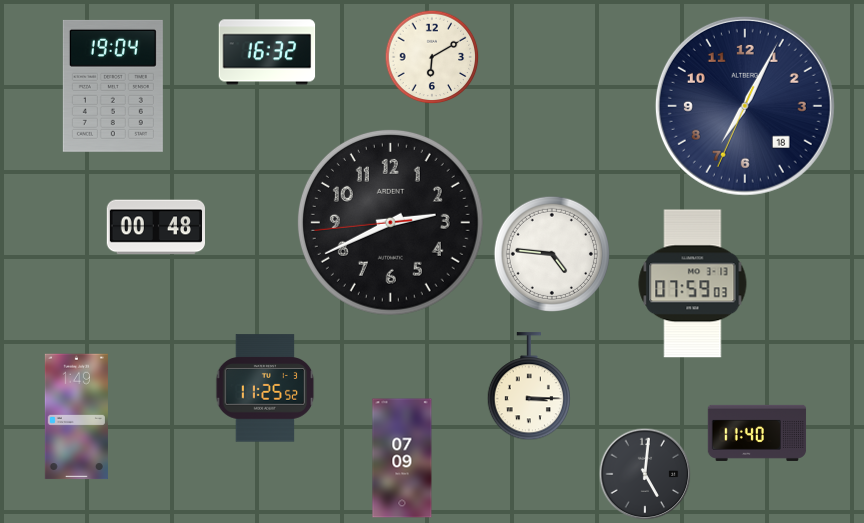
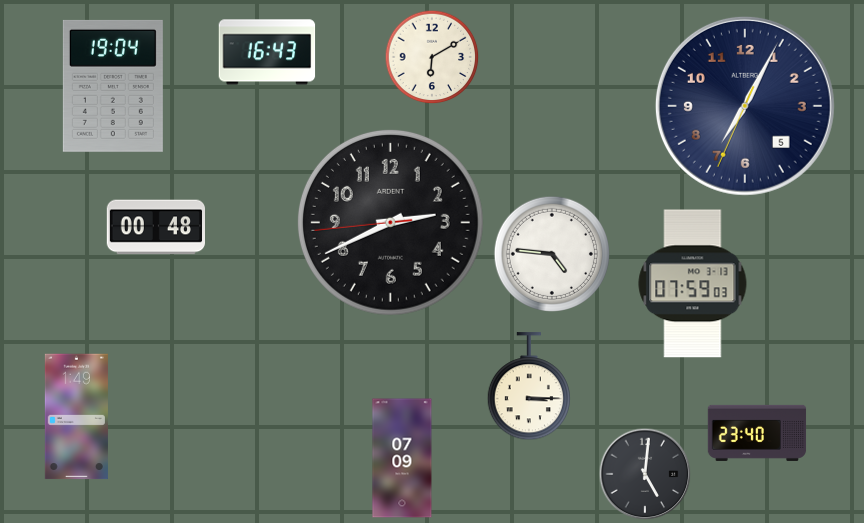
clock at (267, 52): 16:32 -> 16:43
clock at (745, 106) date: 18 -> 5
clock at (265, 388): 11:25 -> none
clock at (757, 433): 11:40 -> 23:40
